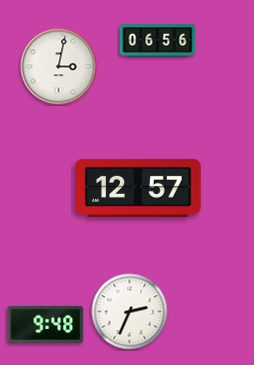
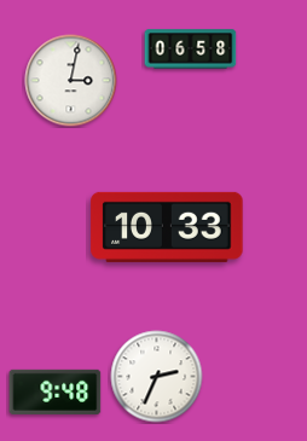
clock at (158, 41): 06:56 -> 06:58
clock at (138, 188): 12:57 -> 10:33
